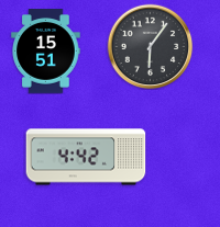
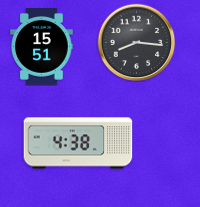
clock at (150, 46): 6:06 -> 8:16
clock at (86, 157): 4:42 -> 4:38
